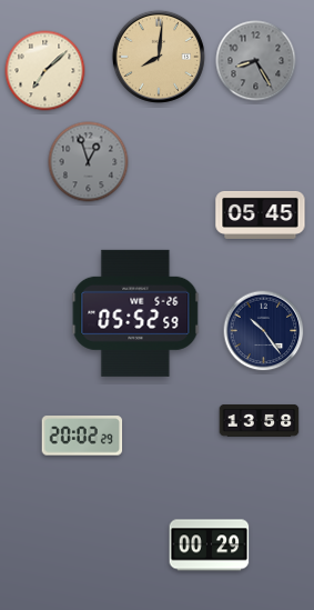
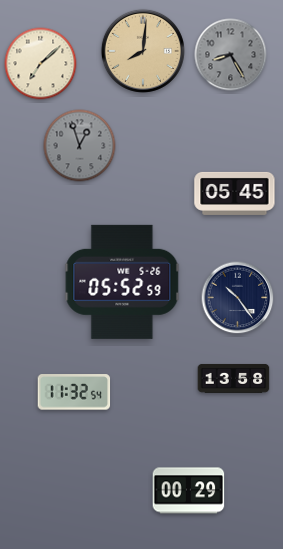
clock at (82, 436): 20:02 -> 11:32
